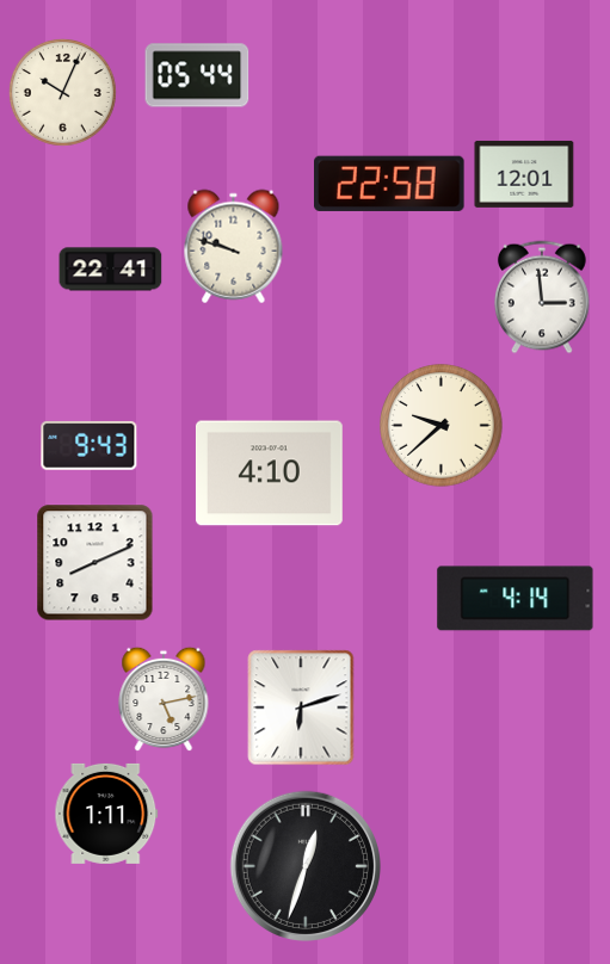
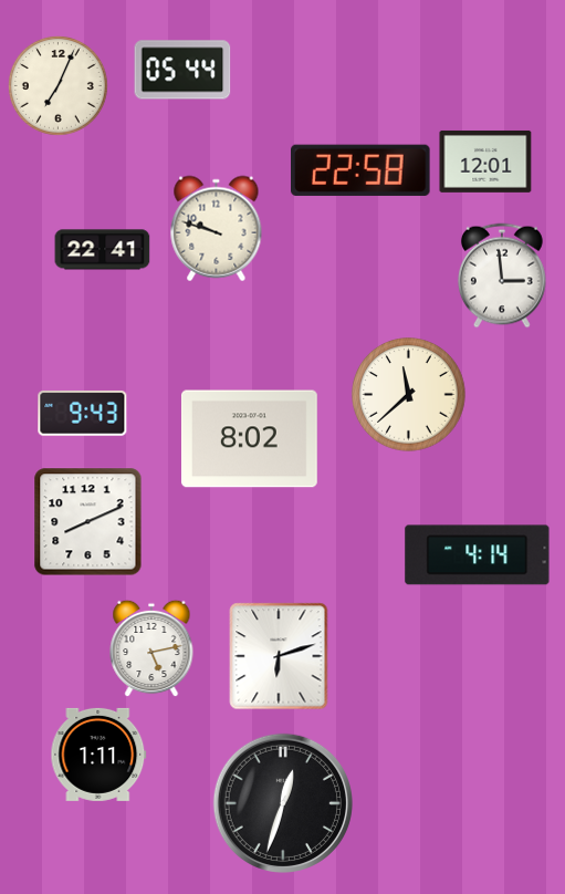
clock at (62, 92): 10:04 -> 7:04
clock at (442, 426): 9:38 -> 11:38
clock at (269, 474): 4:10 -> 8:02
